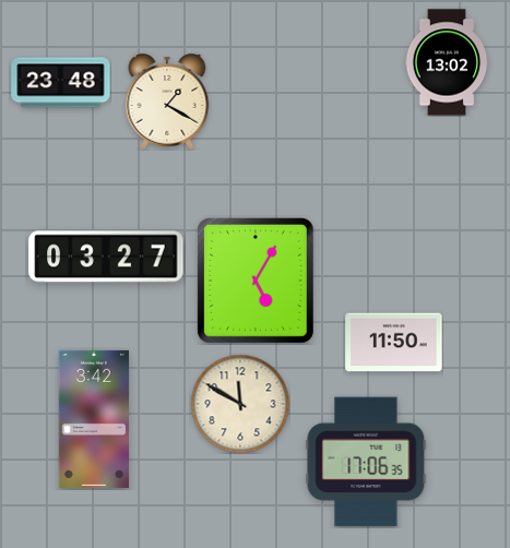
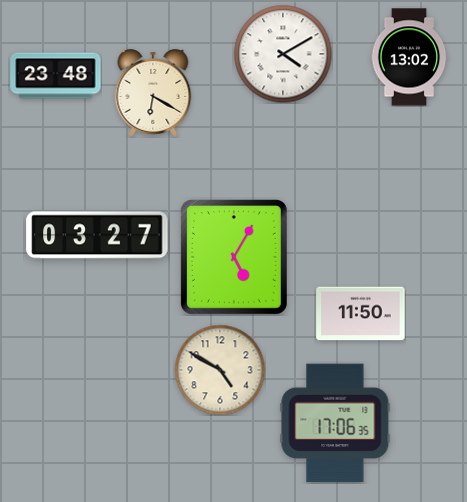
clock at (283, 54): none -> 4:10
clock at (167, 102): 1:20 -> 6:20
clock at (240, 404): 11:50 -> 4:50
clock at (93, 419): 3:42 -> none
